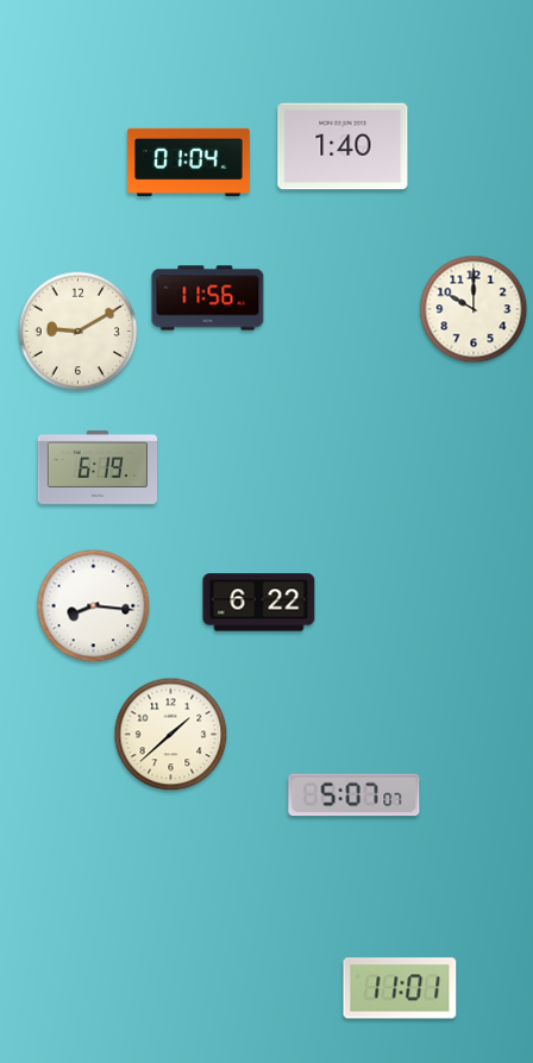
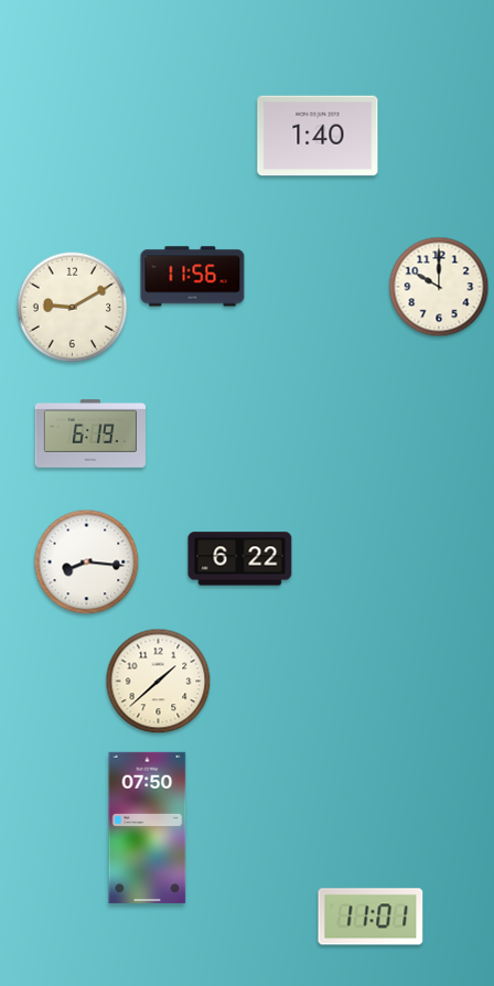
clock at (188, 162): 01:04 -> none
clock at (355, 795): 5:07 -> none
clock at (148, 827): none -> 07:50
